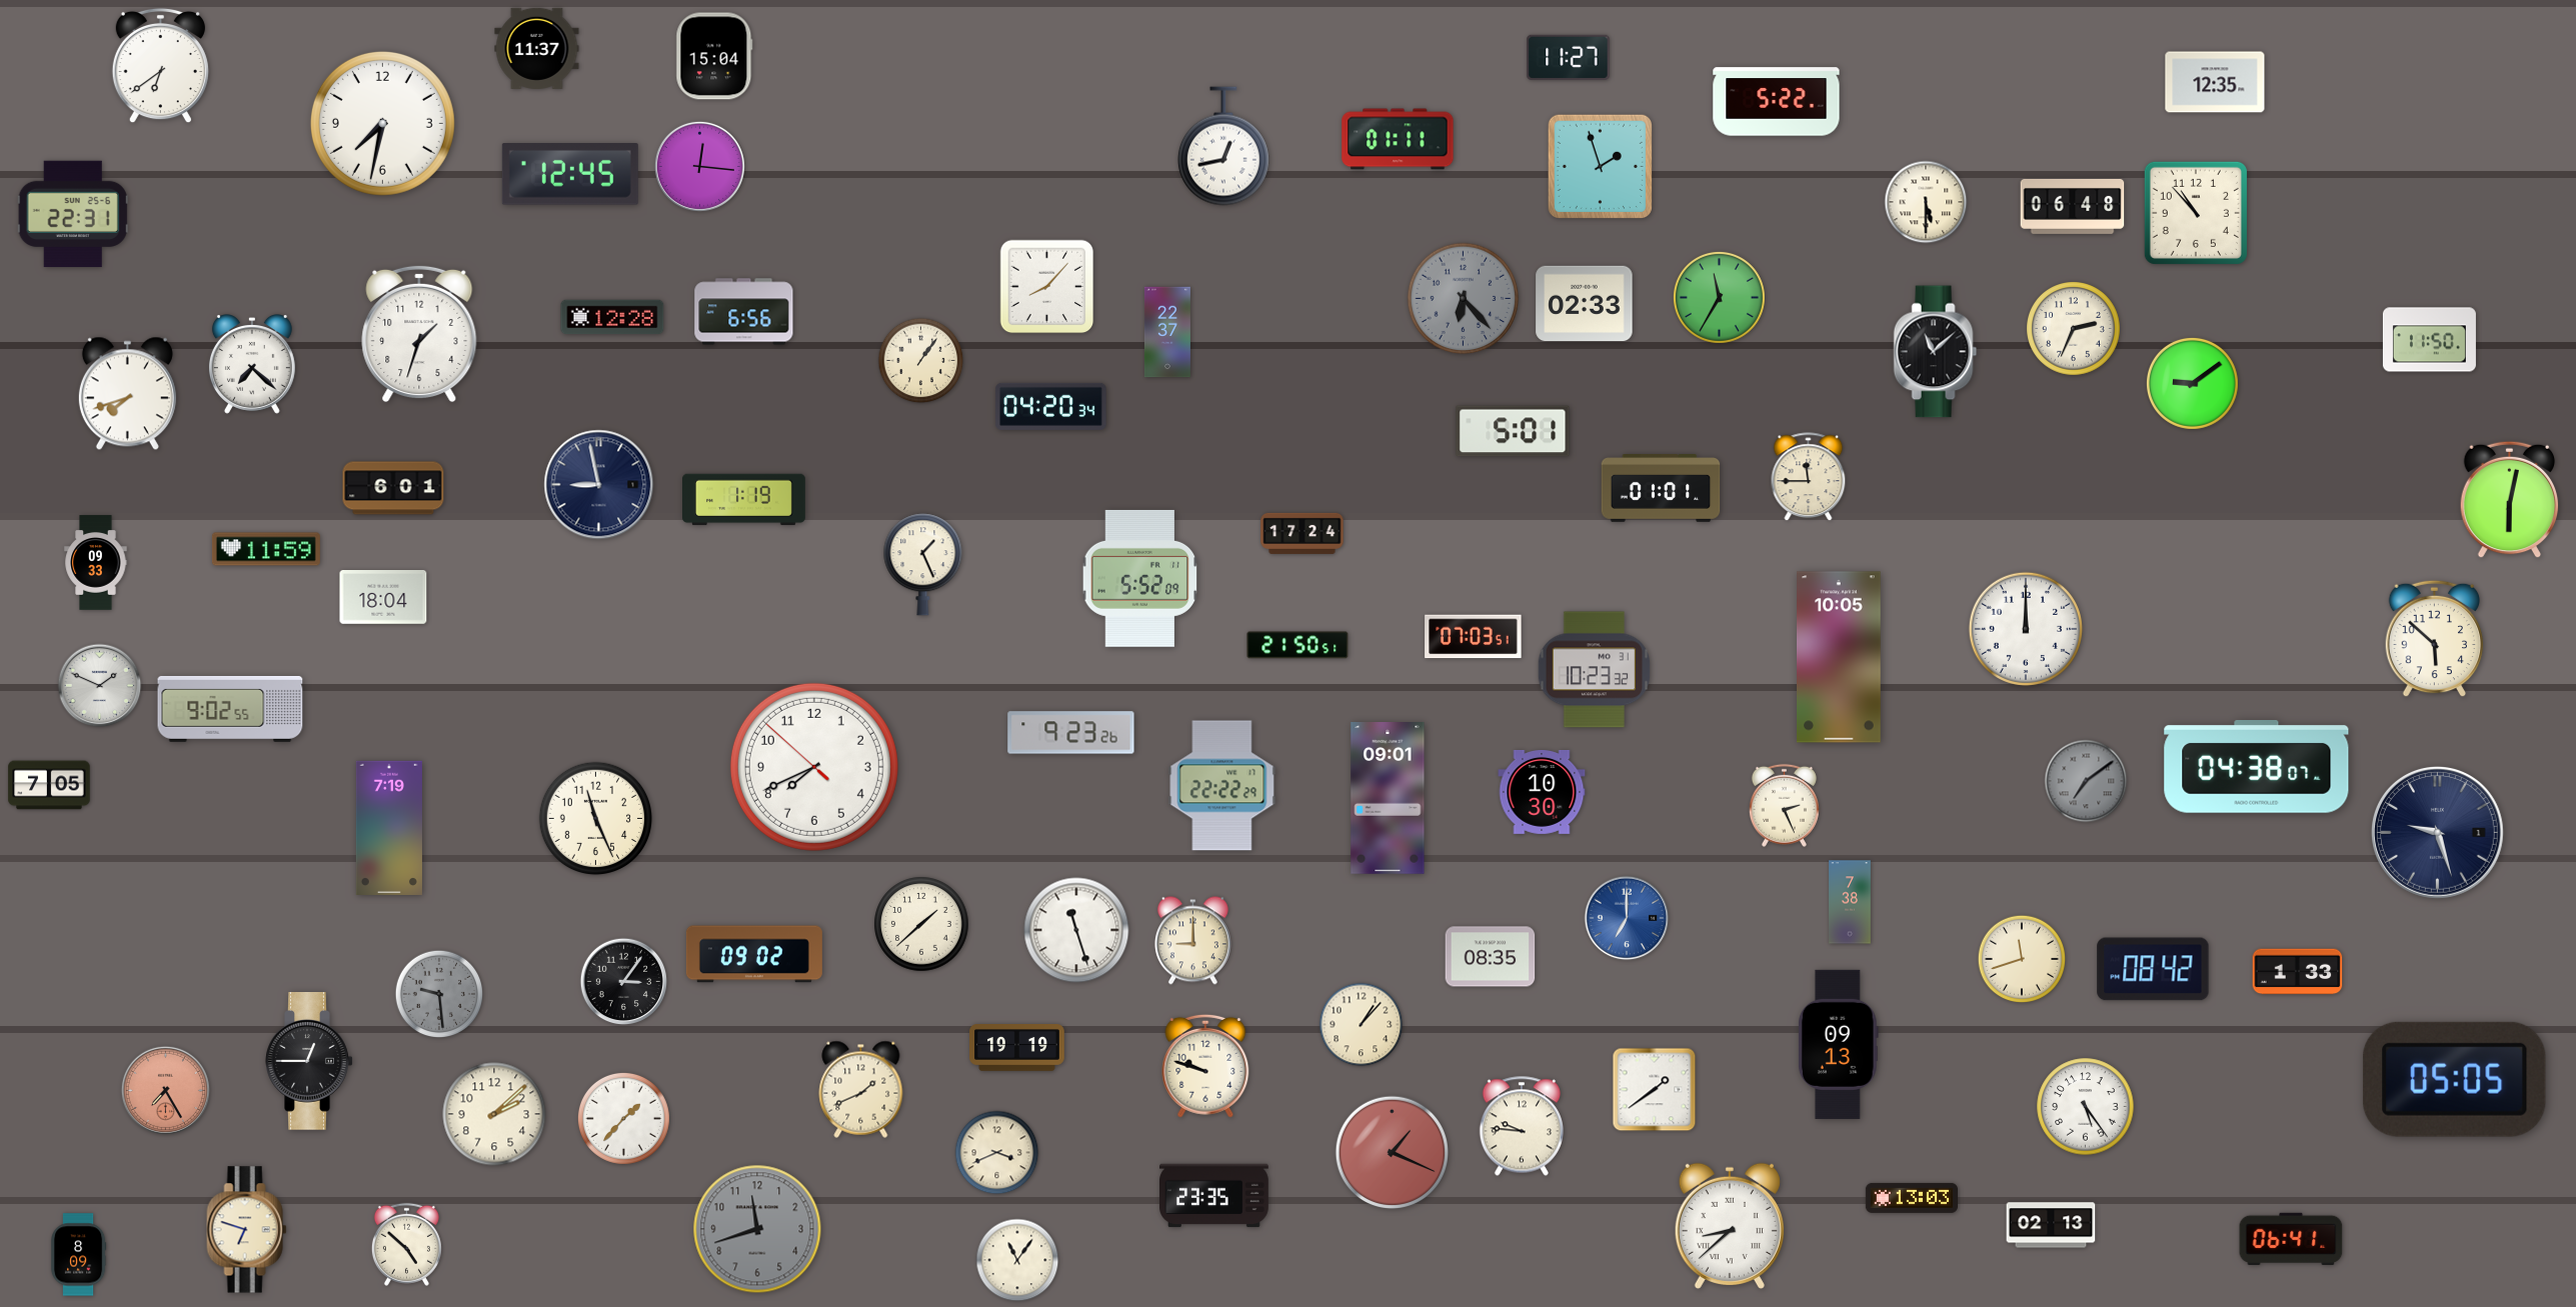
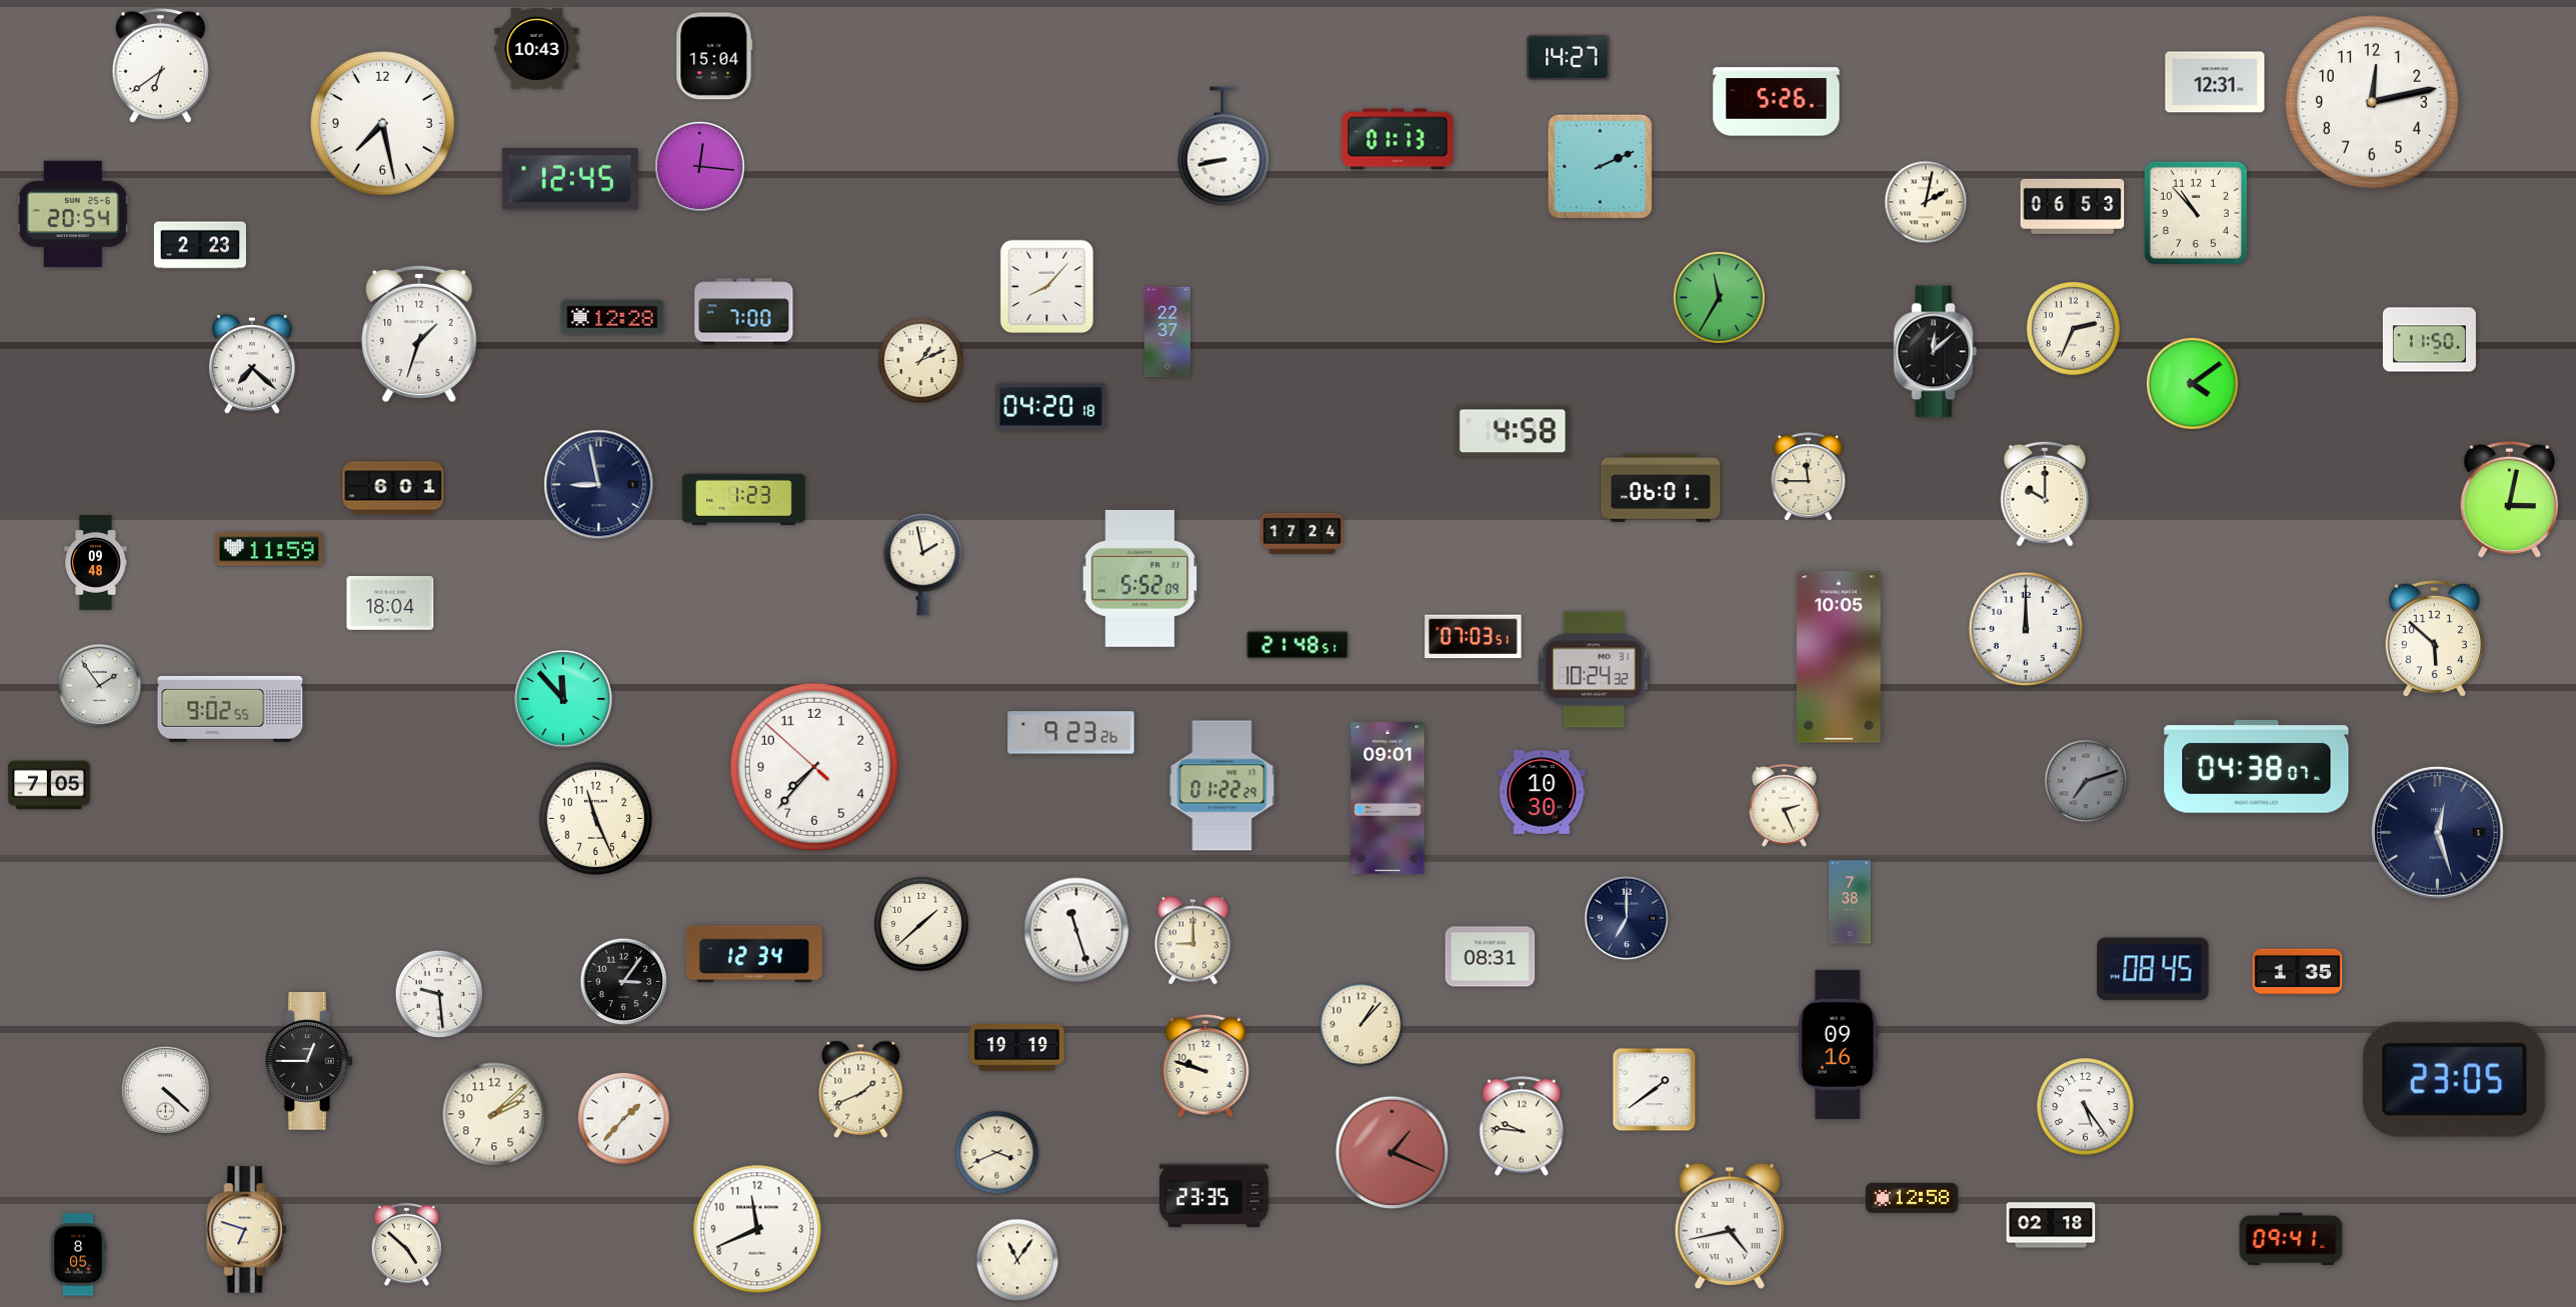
clock at (537, 48): 11:37 -> 10:43
clock at (1569, 57): 11:27 -> 14:27
clock at (2215, 82): 12:35 -> 12:31
clock at (1777, 102): 5:22 -> 5:26
clock at (2372, 102): none -> 12:13
clock at (382, 123): 7:32 -> 7:28
clock at (1398, 139): 01:11 -> 01:13
clock at (1223, 146): 12:43 -> 8:43
clock at (1600, 166): 1:57 -> 2:11
clock at (570, 175) position: (570, 175) -> (570, 180)
clock at (1926, 202): 5:30 -> 2:02
clock at (2073, 206): 06:48 -> 06:53
clock at (73, 214): 22:31 -> 20:54
clock at (200, 245): none -> 2:23
clock at (1464, 299): 6:23 -> none
clock at (1585, 304): 02:33 -> none
clock at (744, 312): 6:56 -> 7:00
clock at (1936, 352): 11:08 -> 12:08
clock at (921, 361): 1:06 -> 1:11
clock at (2192, 383): 9:09 -> 4:09
clock at (127, 394): 7:42 -> none
clock at (1051, 406): 04:20:34 -> 04:20:18
clock at (1513, 431): 5:01 -> 4:58
clock at (1661, 489): 01:01 -> 06:01
clock at (2045, 494): none -> 10:00
clock at (744, 500): 1:19 -> 1:23
clock at (2510, 500): 6:02 -> 3:02
clock at (266, 549) position: (266, 549) -> (269, 549)
clock at (96, 563): 09:33 -> 09:48
clock at (923, 565): 1:26 -> 1:58
clock at (383, 598) position: (383, 598) -> (390, 604)
clock at (1298, 645): 21:50 -> 21:48
clock at (1595, 670): 10:23 -> 10:24
clock at (100, 686): 1:49 -> 1:54
clock at (563, 699): none -> 11:53
clock at (814, 767): 7:40 -> 7:36
clock at (2086, 781): 7:09 -> 7:12
clock at (1222, 786): 22:22 -> 01:22
clock at (389, 827): 7:19 -> none
clock at (2437, 832): 9:27 -> 12:27
clock at (1627, 918) dial: blue -> navy
clock at (754, 954): 09:02 -> 12:34
clock at (1491, 957): 08:35 -> 08:31
clock at (2022, 959): 11:42 -> none
clock at (2153, 969): 08:42 -> 08:45
clock at (2298, 972): 1:33 -> 1:35
clock at (439, 994) dial: grey -> white
clock at (1838, 1044): 09:13 -> 09:16
clock at (2454, 1079): 05:05 -> 23:05
clock at (165, 1090): 7:25 -> 4:22
clock at (165, 1090) dial: salmon -> white
clock at (1912, 1198): 13:03 -> 12:58
clock at (2051, 1225): 02:13 -> 02:18
clock at (1730, 1226): 8:38 -> 4:43
clock at (757, 1229): 11:42 -> 11:41
clock at (757, 1229) dial: grey -> white
clock at (2291, 1239): 06:41 -> 09:41
clock at (79, 1255): 8:09 -> 8:05
